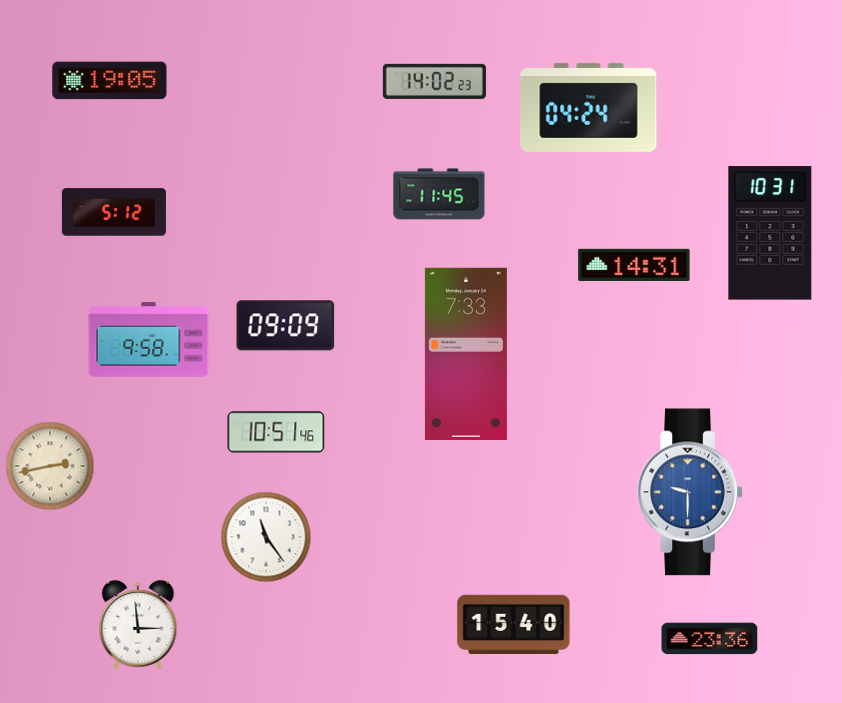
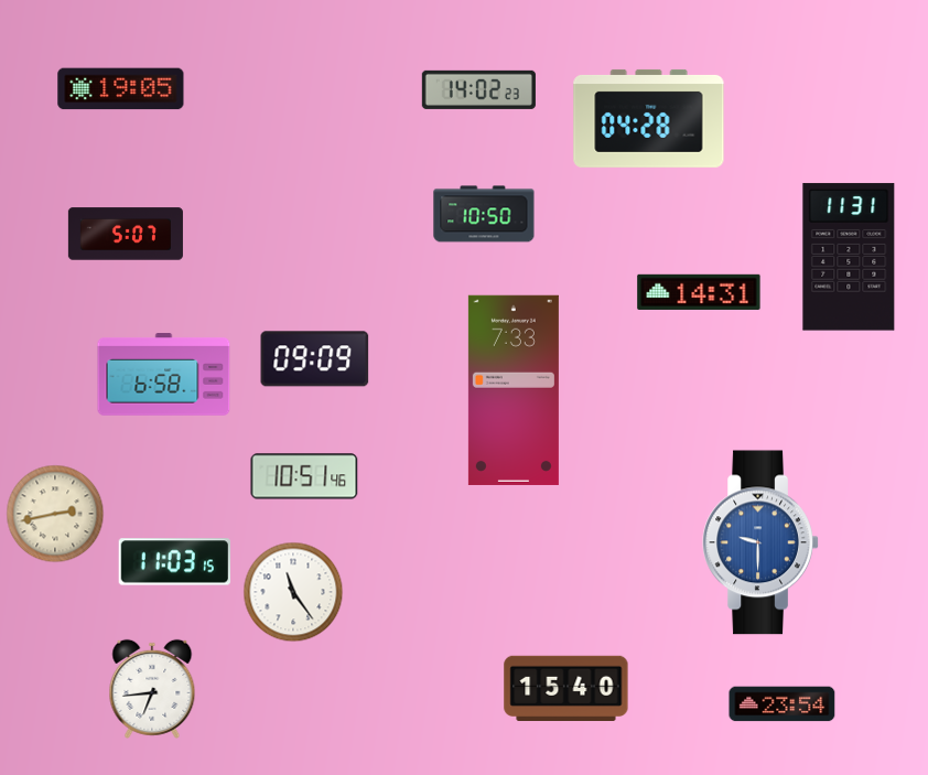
clock at (589, 107): 04:24 -> 04:28
clock at (439, 194): 11:45 -> 10:50
clock at (114, 212): 5:12 -> 5:07
clock at (770, 233): 10:31 -> 11:31
clock at (149, 340): 9:58 -> 6:58
clock at (174, 562): none -> 11:03
clock at (138, 625): 2:59 -> 6:44
clock at (710, 639): 23:36 -> 23:54
